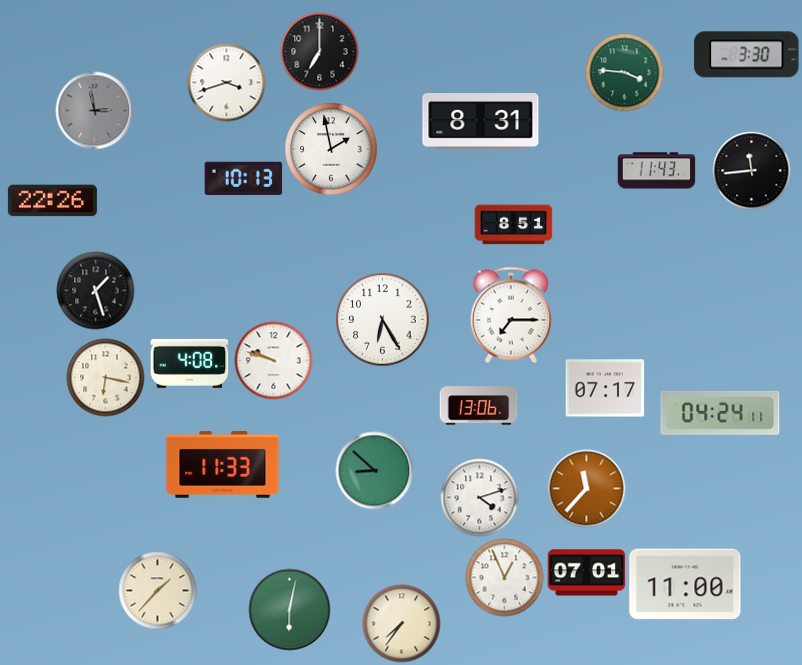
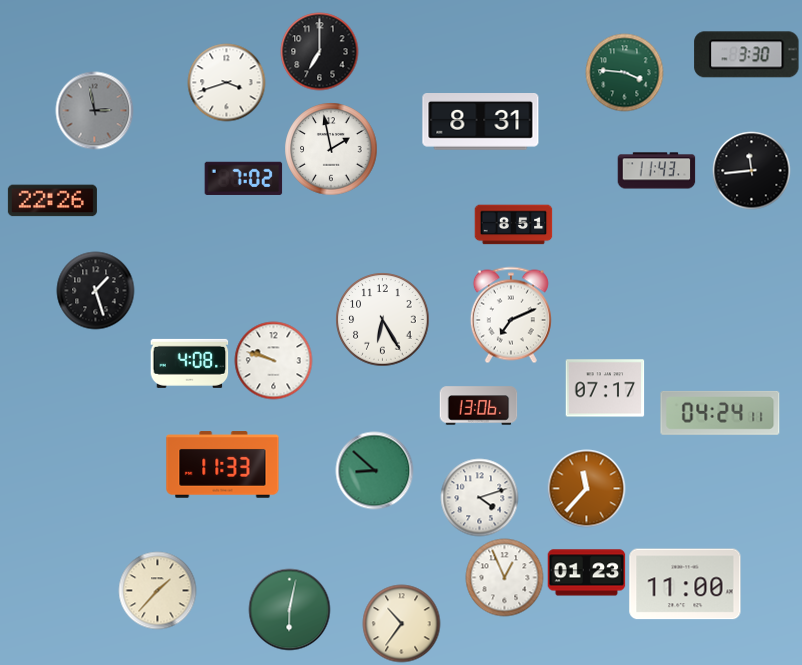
clock at (243, 178): 10:13 -> 7:02
clock at (511, 315): 7:15 -> 7:11
clock at (105, 377): 6:17 -> none
clock at (586, 573): 07:01 -> 01:23
clock at (401, 623): 7:36 -> 10:36
